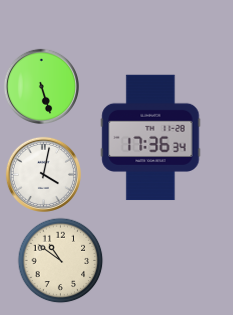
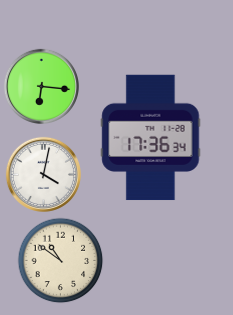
clock at (41, 86): 5:27 -> 6:16
